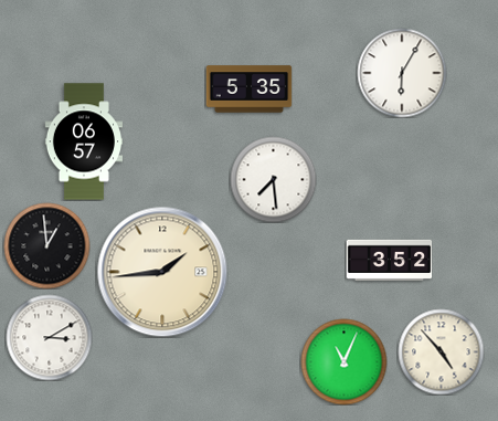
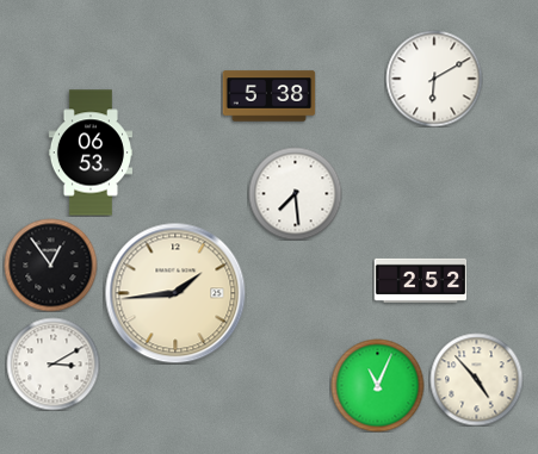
clock at (402, 73): 6:05 -> 6:10
clock at (248, 90): 5:35 -> 5:38
clock at (83, 141): 06:57 -> 06:53
clock at (46, 245): 12:59 -> 12:54
clock at (389, 260): 3:52 -> 2:52
clock at (343, 361) position: (343, 361) -> (377, 385)
